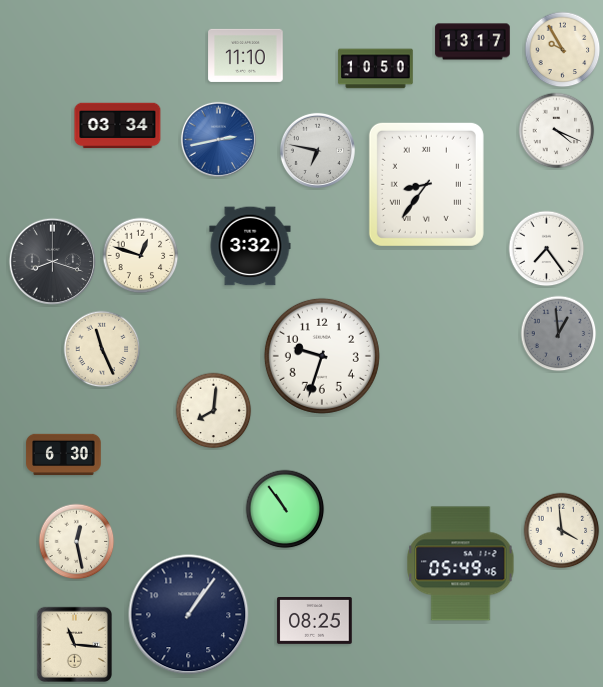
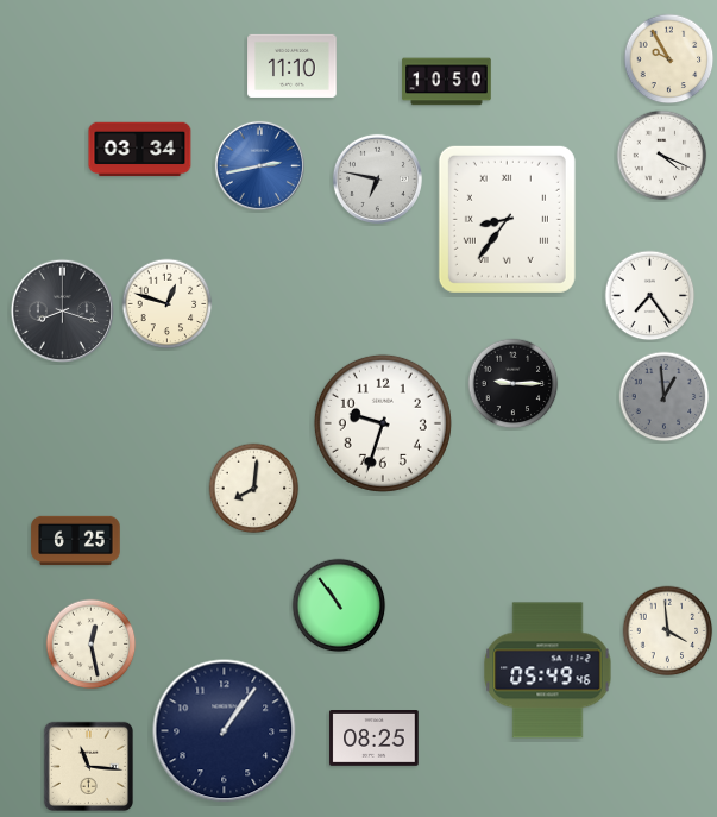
clock at (473, 42): 13:17 -> none
clock at (250, 246): 3:32 -> none
clock at (514, 384): none -> 9:15
clock at (102, 349): 11:26 -> none
clock at (64, 455): 6:30 -> 6:25
